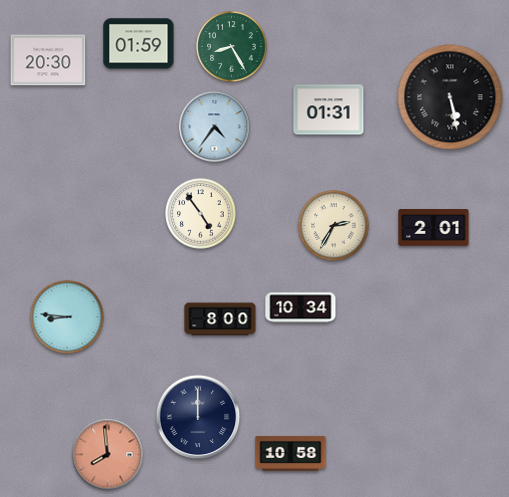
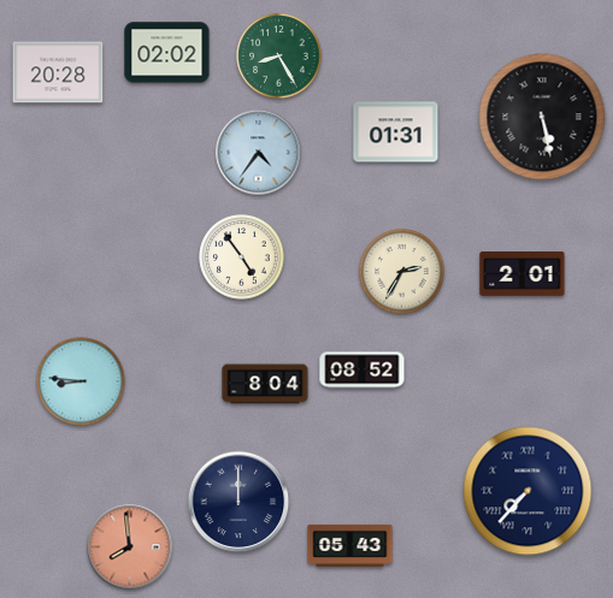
clock at (139, 44): 01:59 -> 02:02
clock at (48, 60): 20:30 -> 20:28
clock at (301, 308): 10:34 -> 08:52
clock at (220, 319): 8:00 -> 8:04
clock at (527, 491): none -> 7:37
clock at (291, 453): 10:58 -> 05:43
